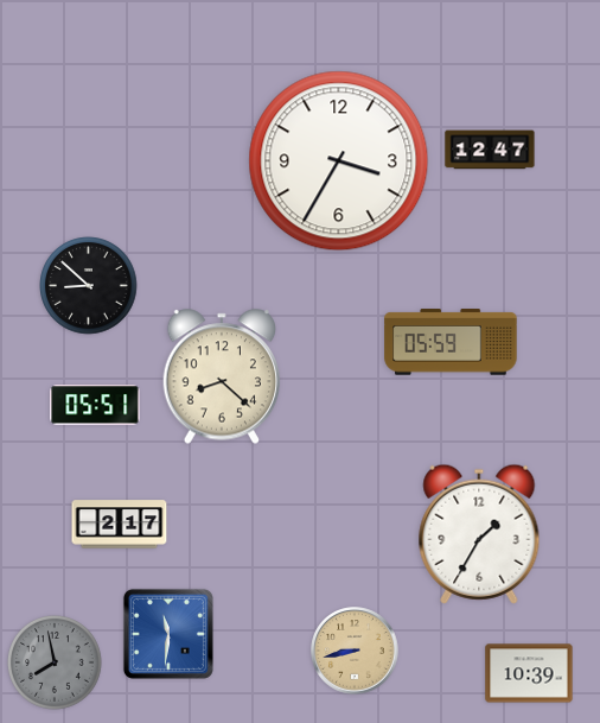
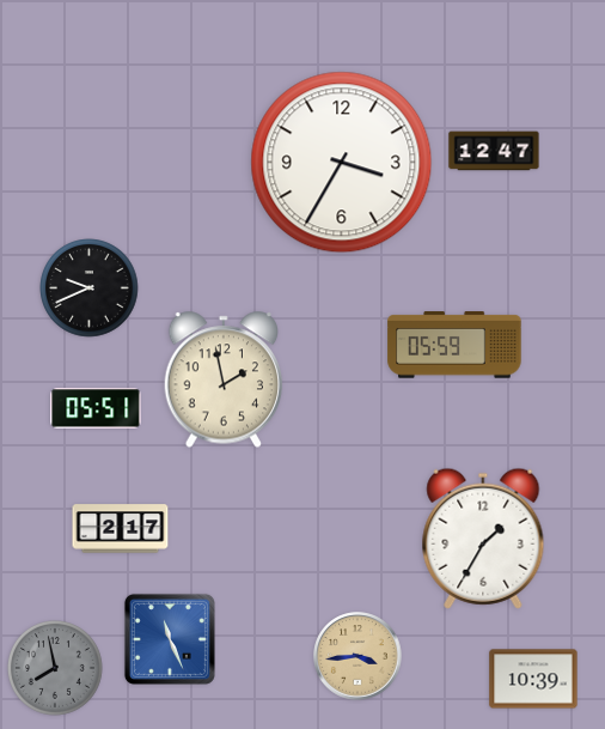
clock at (89, 286): 8:52 -> 9:41
clock at (222, 376): 8:22 -> 1:58
clock at (168, 634): 11:31 -> 11:26
clock at (355, 651): 8:43 -> 3:44
